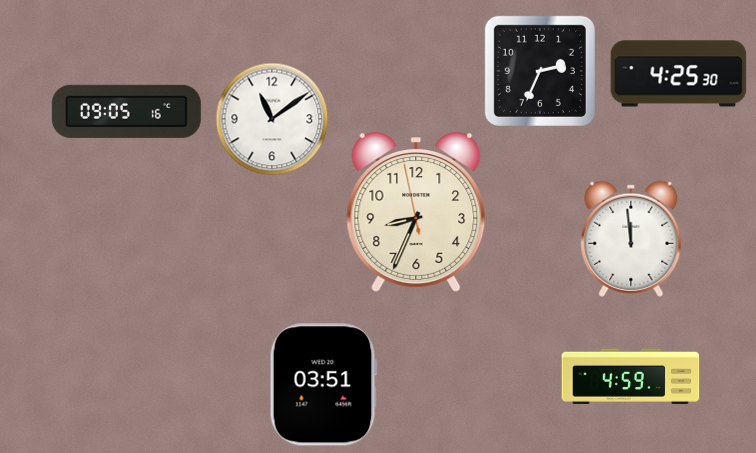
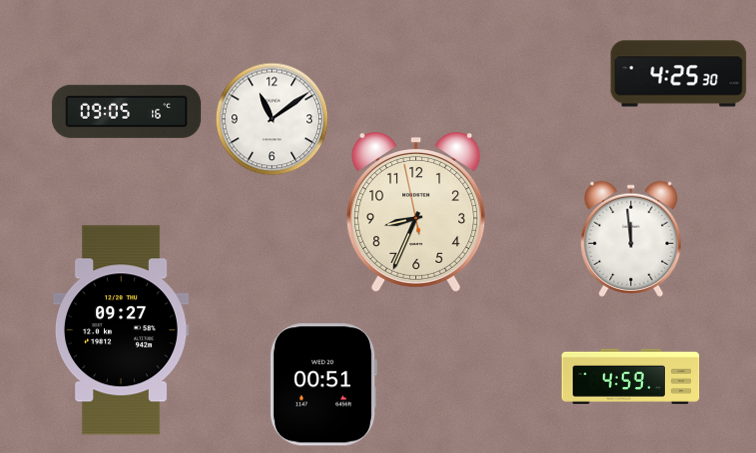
clock at (540, 71): 2:34 -> none
clock at (121, 330): none -> 09:27
clock at (323, 385): 03:51 -> 00:51
